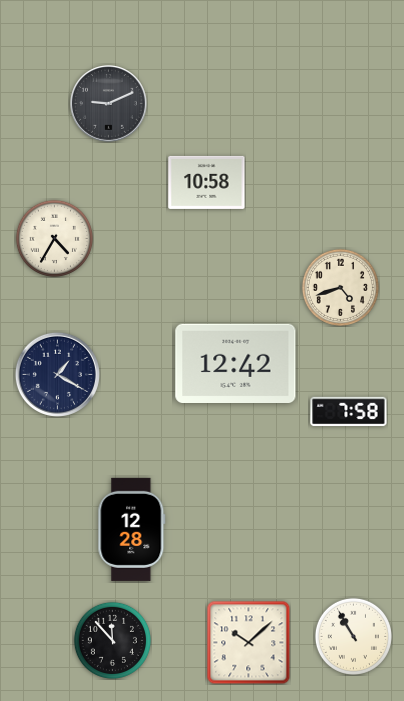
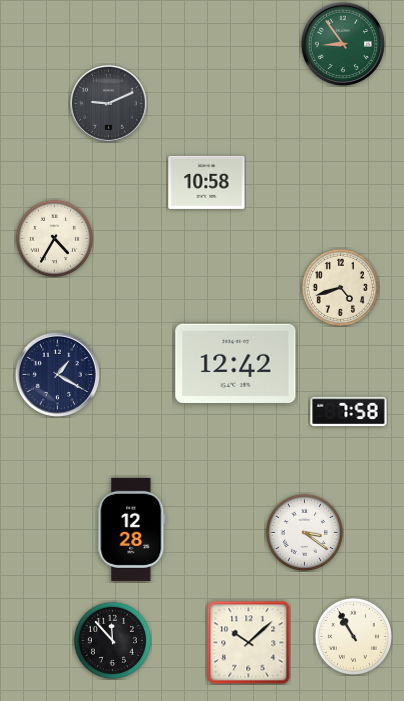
clock at (343, 44): none -> 8:54
clock at (304, 532): none -> 3:21
